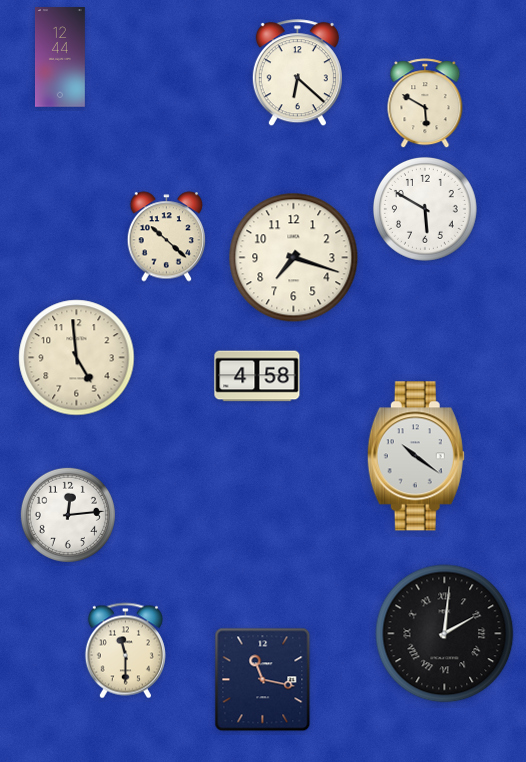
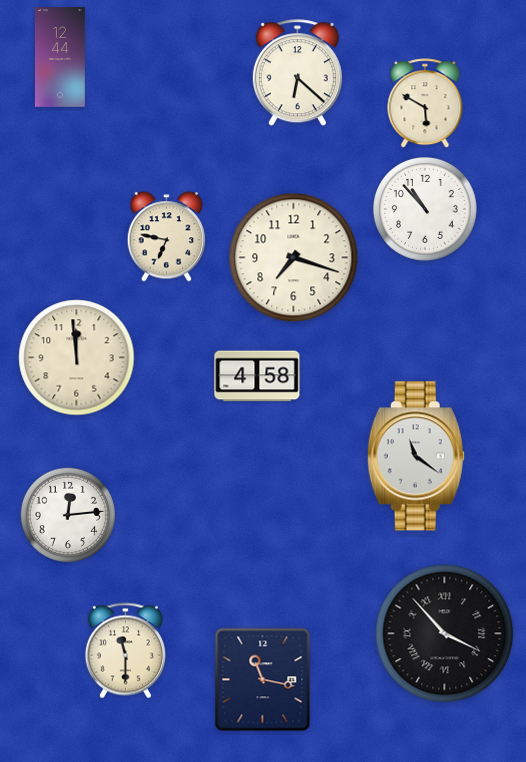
clock at (425, 209): 5:50 -> 10:53
clock at (167, 237): 10:22 -> 6:47
clock at (77, 358): 4:59 -> 11:59
clock at (416, 456): 10:21 -> 11:21
clock at (445, 634): 2:01 -> 3:53
